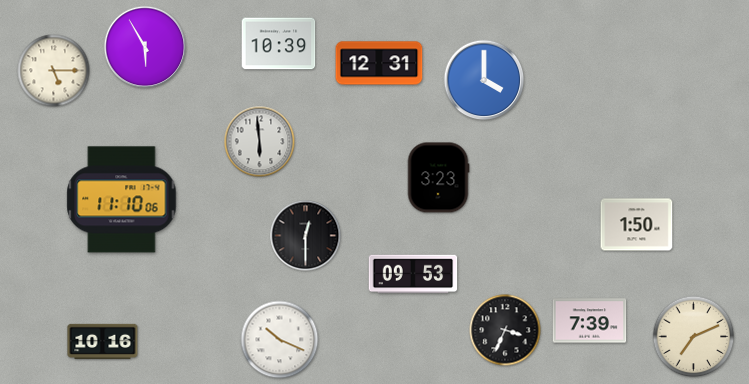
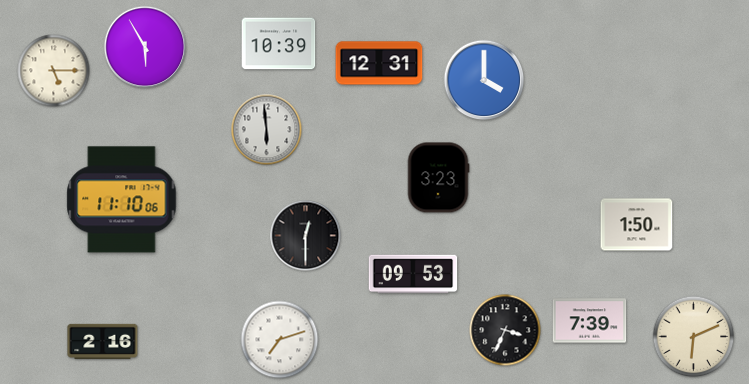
clock at (260, 142) position: (260, 142) -> (267, 130)
clock at (694, 337): 7:11 -> 6:11
clock at (280, 340): 10:19 -> 7:12
clock at (103, 341): 10:16 -> 2:16
